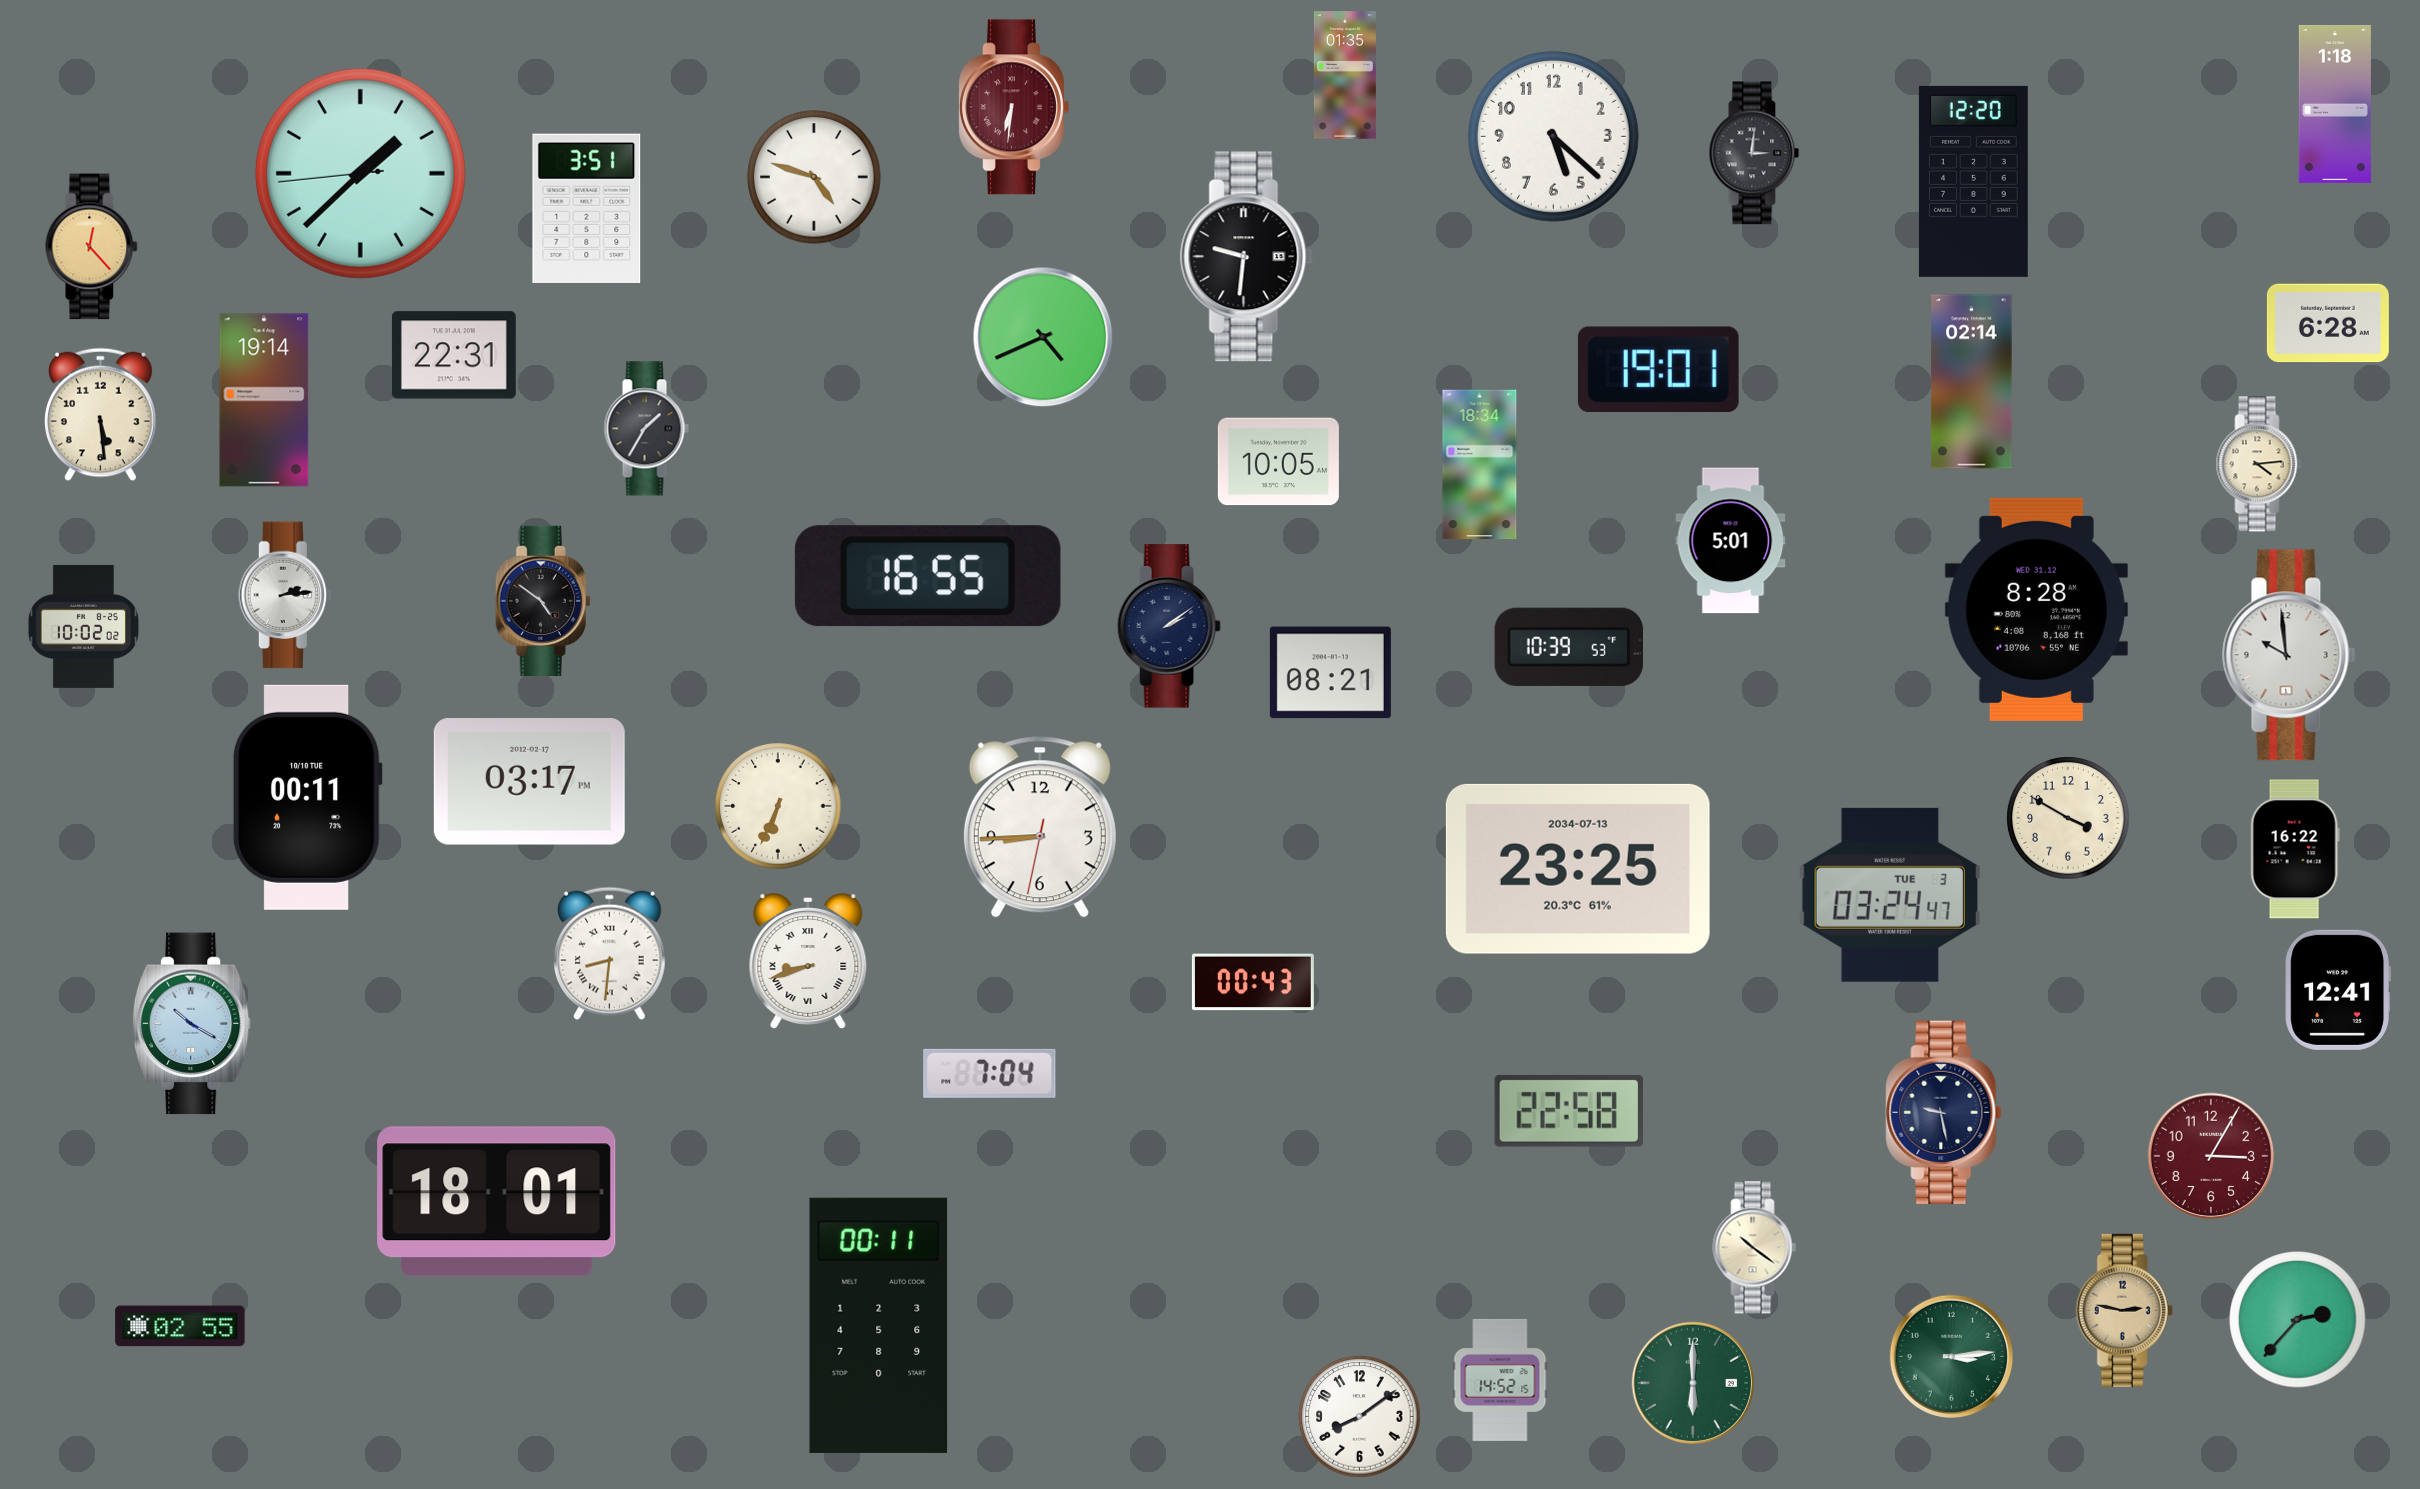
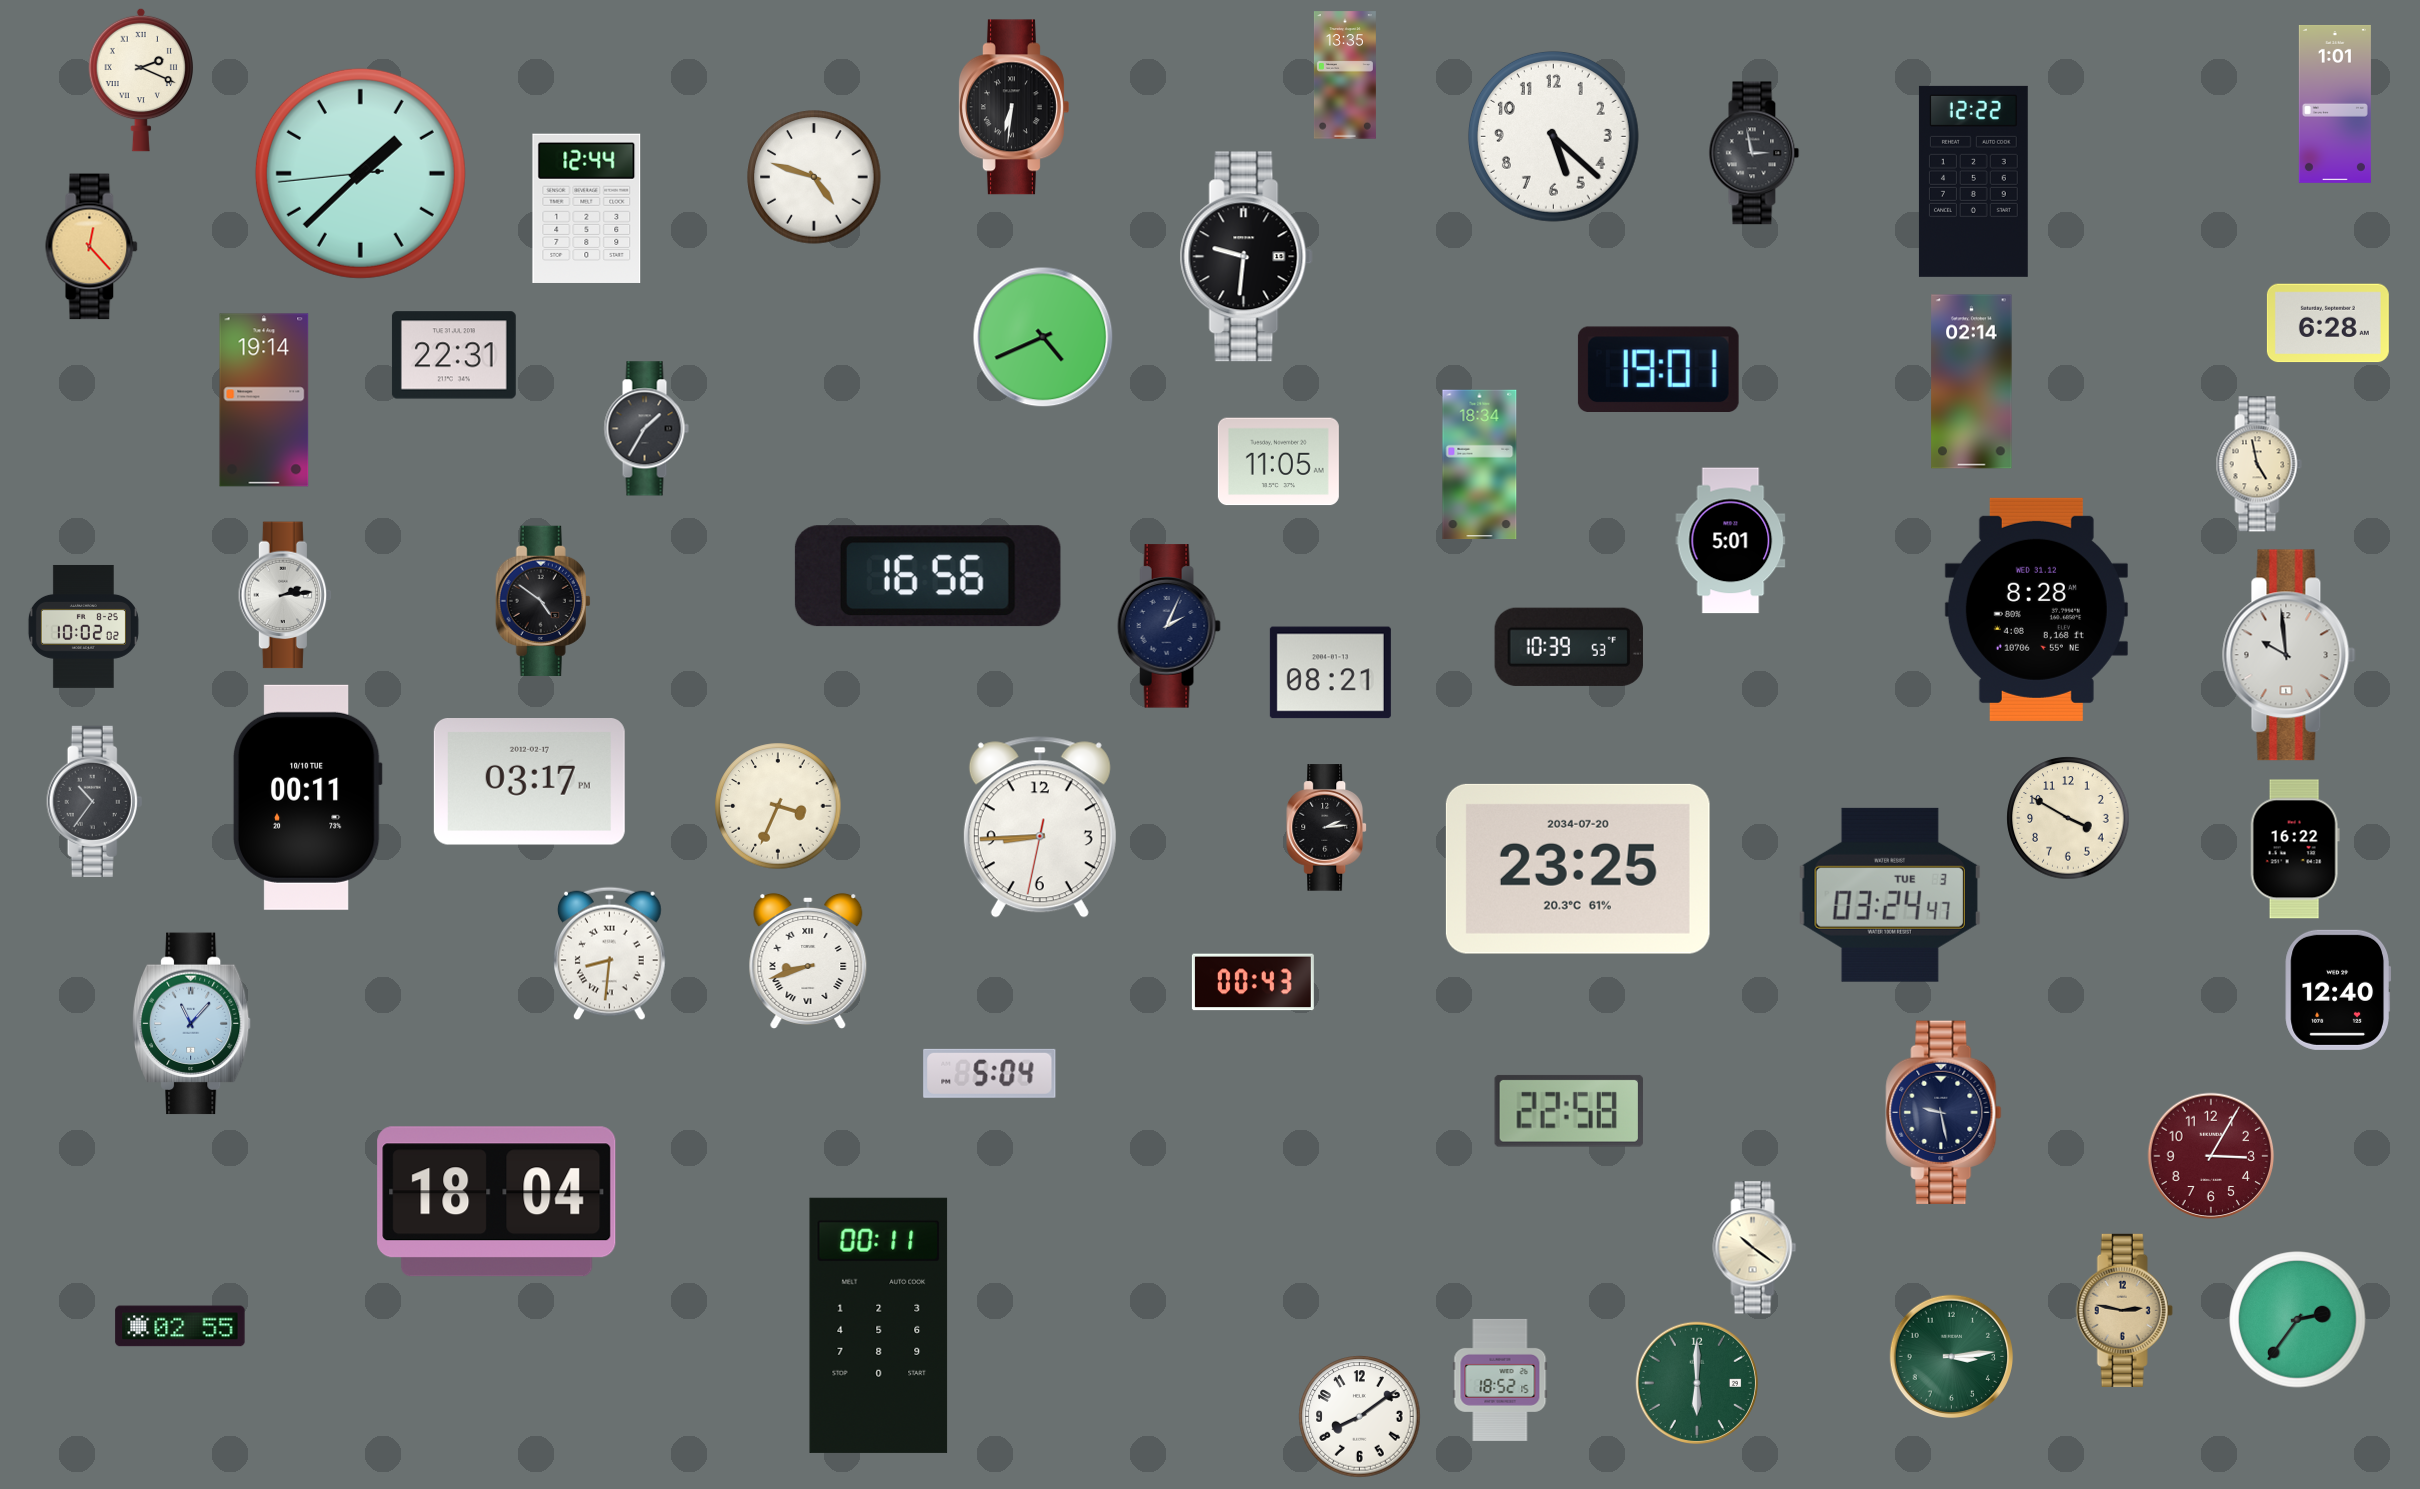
clock at (1345, 75): 01:35 -> 13:35
clock at (140, 80): none -> 2:19
clock at (2335, 104): 1:18 -> 1:01
clock at (1013, 107) dial: burgundy -> black
clock at (1754, 153): 3:01 -> 2:58
clock at (1973, 181): 12:20 -> 12:22
clock at (587, 208): 3:51 -> 12:44
clock at (101, 415): 5:29 -> none
clock at (1278, 462): 10:05 -> 11:05
clock at (2259, 464): 4:14 -> 4:58
clock at (928, 576): 16:55 -> 16:56
clock at (1169, 626): 2:09 -> 2:04
clock at (95, 801): none -> 10:36
clock at (778, 806): 6:34 -> 3:34
clock at (1327, 828): none -> 2:14
clock at (1578, 869) date: 2034-07-13 -> 2034-07-20
clock at (2337, 990): 12:41 -> 12:40
clock at (191, 1024): 10:20 -> 11:07
clock at (990, 1073): 7:04 -> 5:04
clock at (497, 1202): 18:01 -> 18:04
clock at (2298, 1320): 2:37 -> 2:36
clock at (1500, 1380): 14:52 -> 18:52
clock at (1692, 1382) position: (1692, 1382) -> (1696, 1382)
